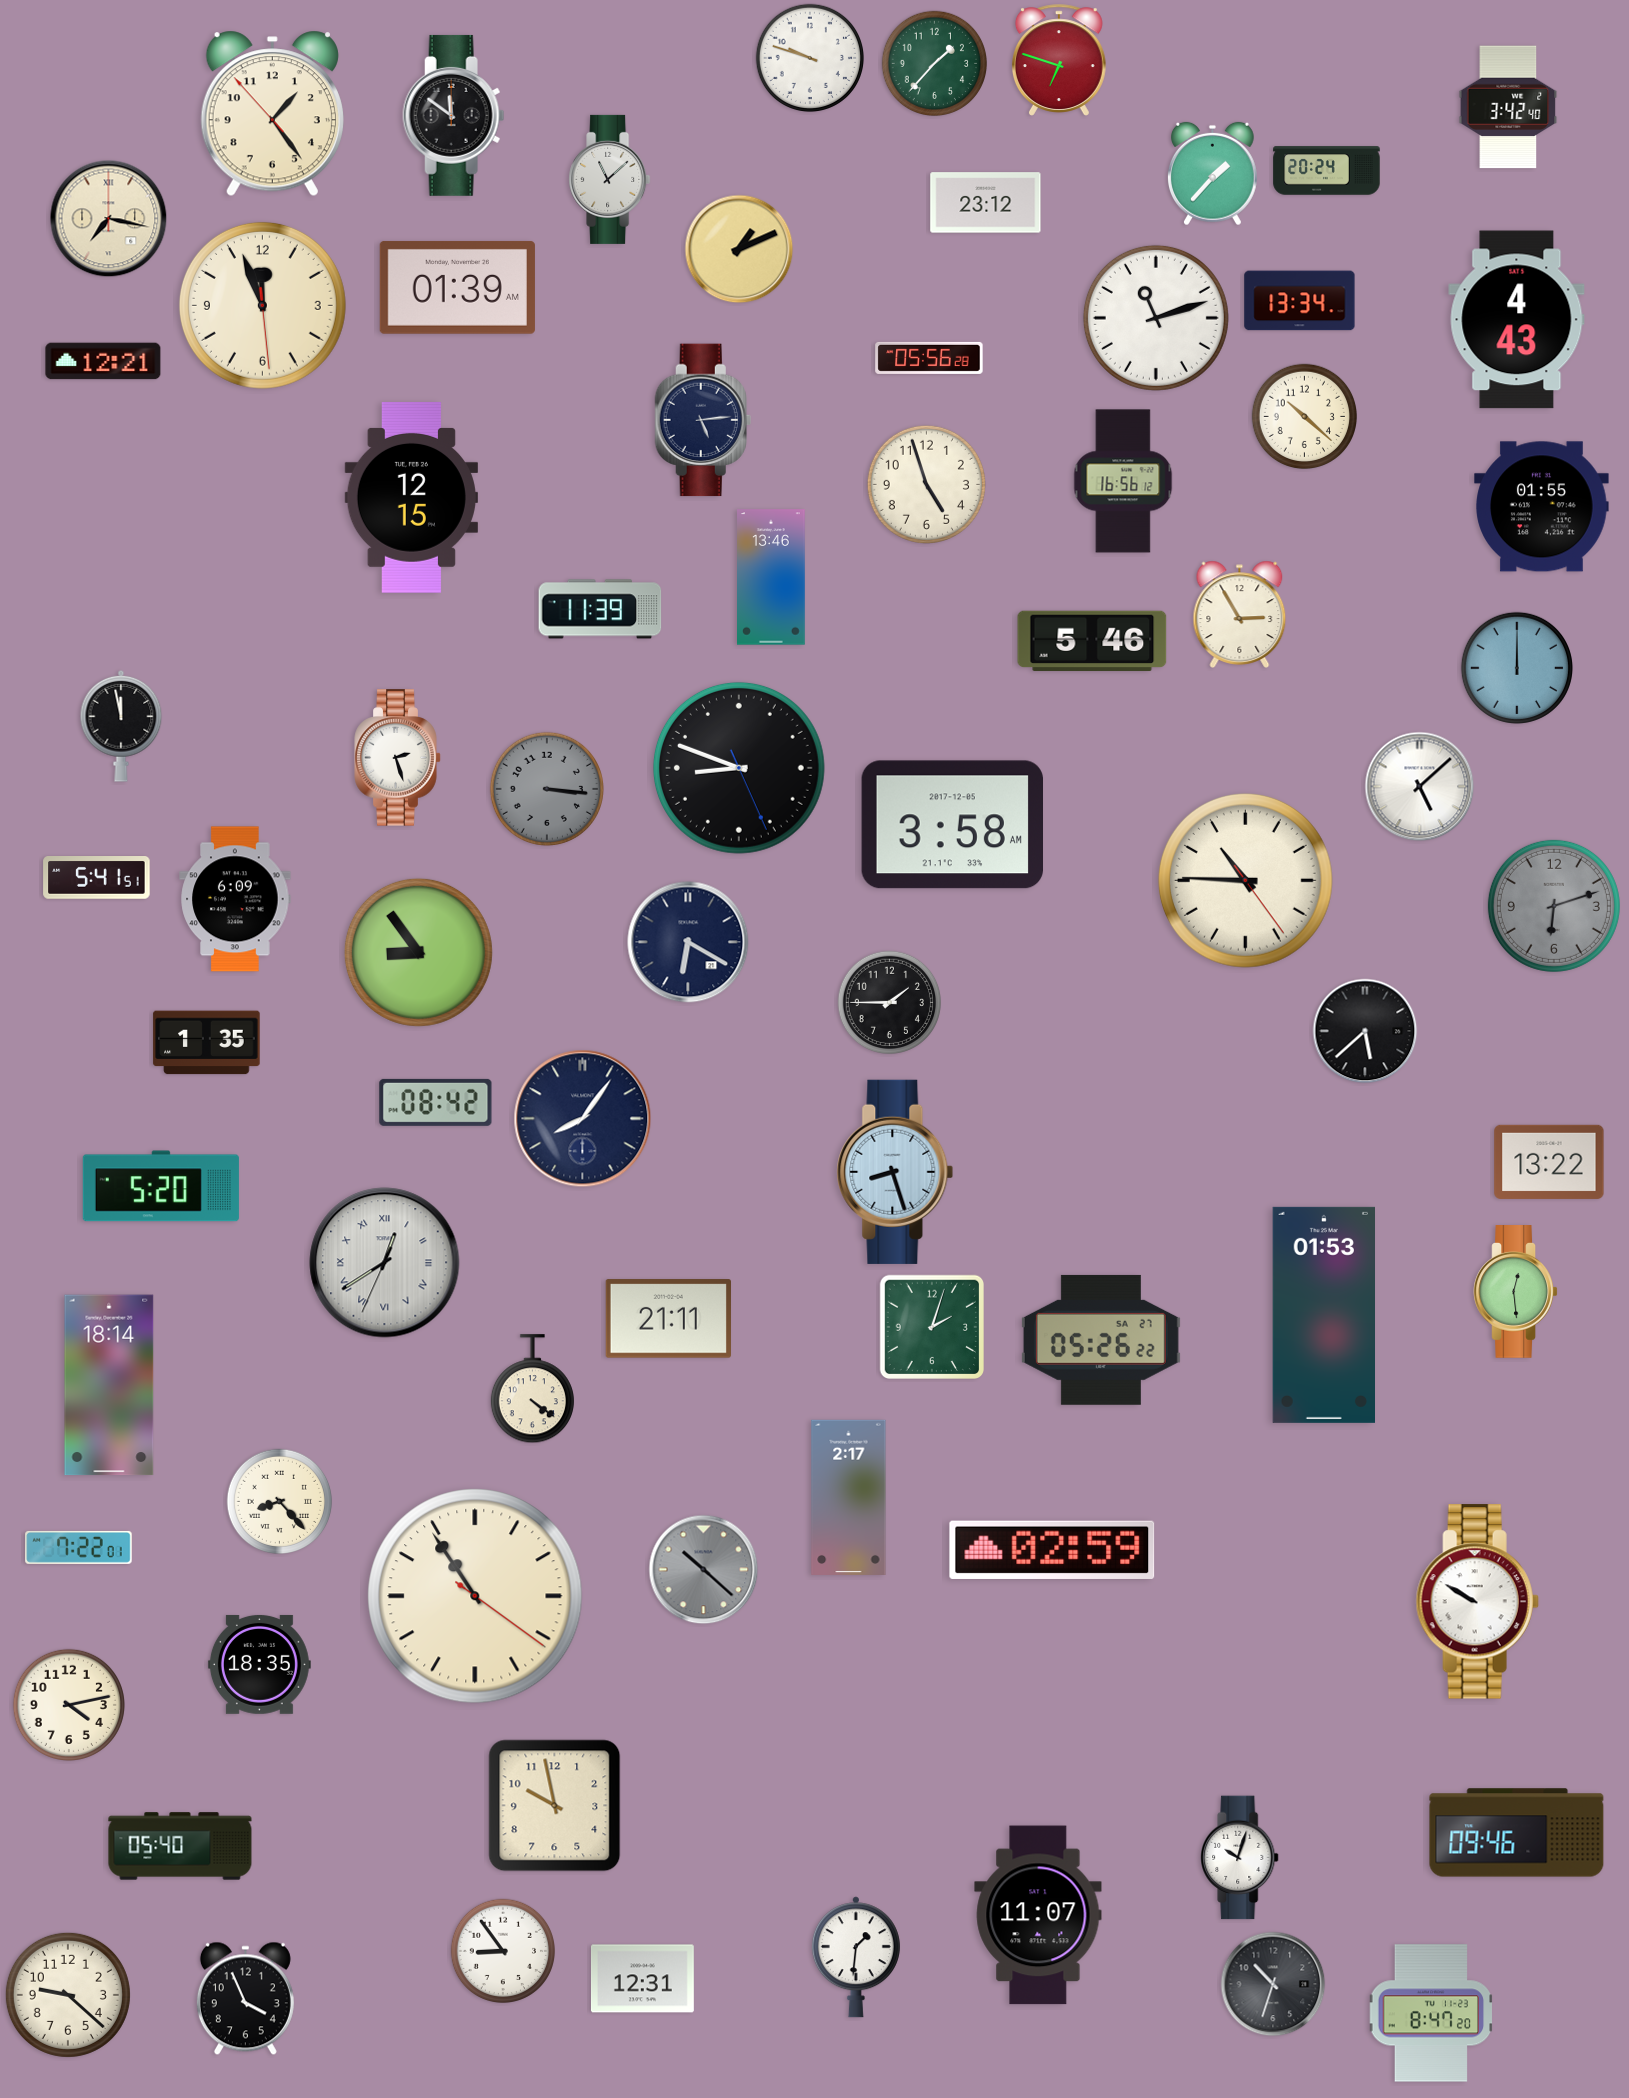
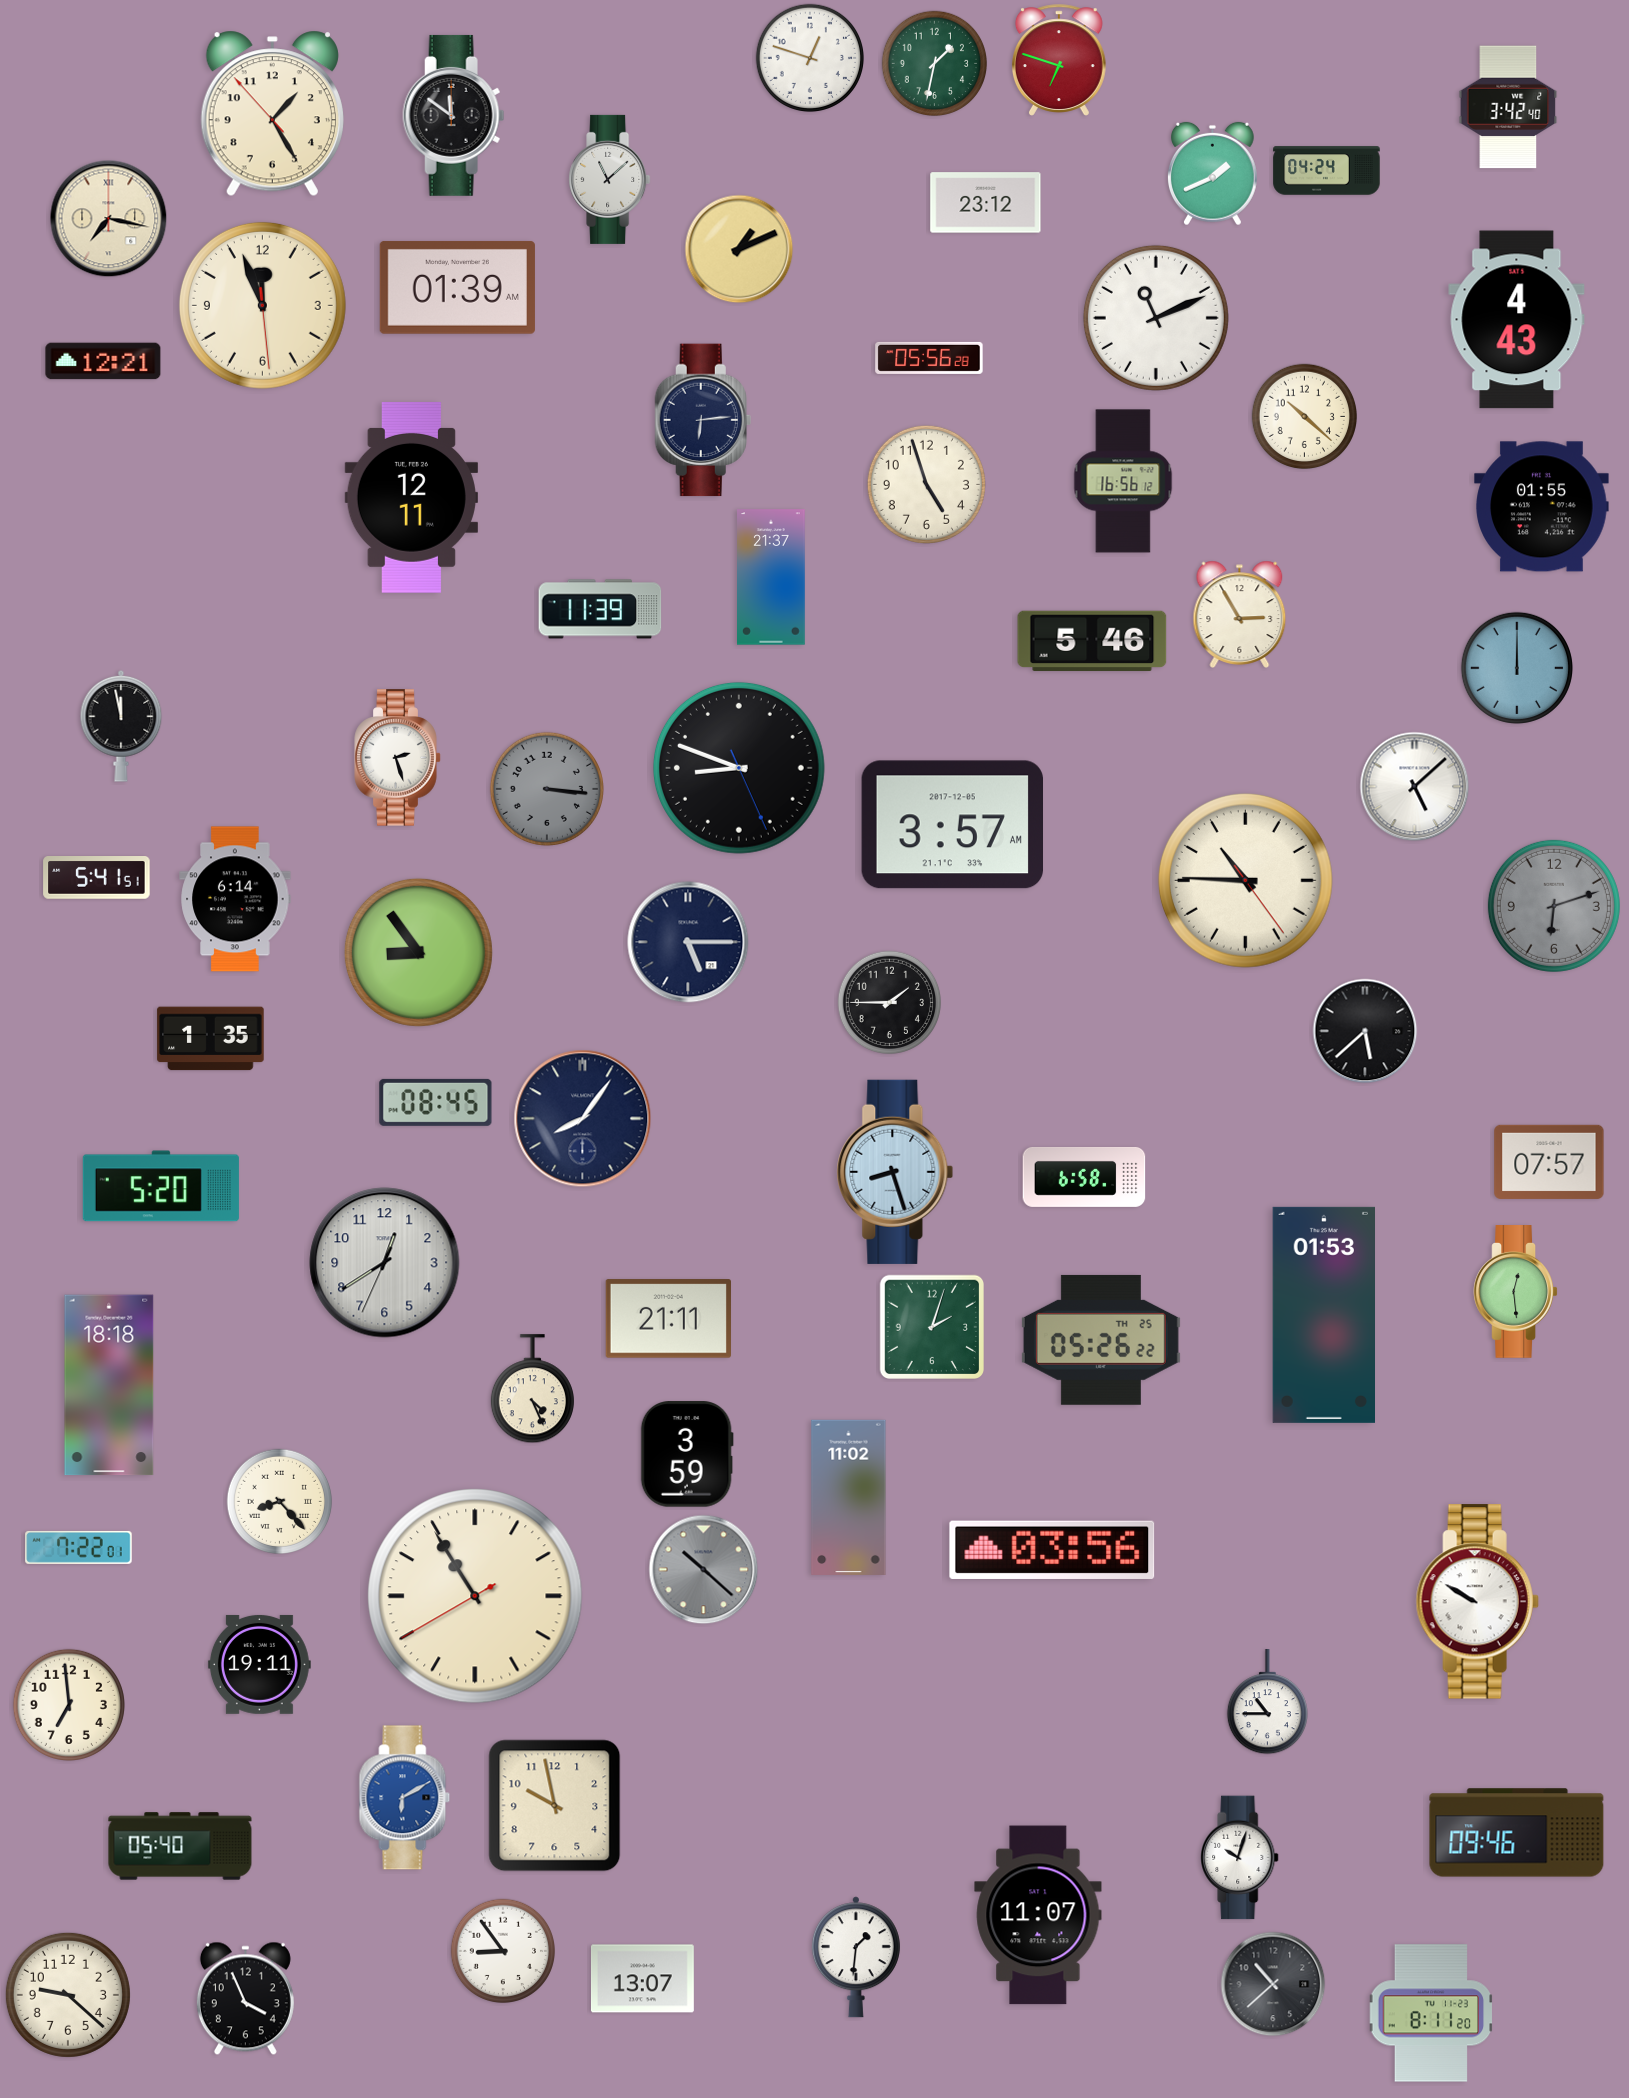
clock at (809, 57): 9:48 -> 12:48
clock at (934, 63): 1:37 -> 1:32
clock at (272, 114): 1:23 -> 1:24
clock at (1327, 171): 20:24 -> 04:24
clock at (1212, 174): 1:37 -> 1:41
clock at (1300, 301): 13:34 -> none
clock at (1156, 318): 11:12 -> 11:11
clock at (703, 420): 5:14 -> 6:14
clock at (411, 498): 12:15 -> 12:11
clock at (772, 577): 13:46 -> 21:37
clock at (1420, 787) position: (1420, 787) -> (1415, 787)
clock at (952, 825): 3:58 -> 3:57
clock at (235, 899): 6:09 -> 6:14
clock at (688, 942): 6:20 -> 5:15
clock at (207, 1043) position: (207, 1043) -> (211, 1039)
clock at (436, 1102): 08:42 -> 08:45
clock at (1549, 1162): 13:22 -> 07:57
clock at (1084, 1177): none -> 6:58
clock at (385, 1263) numerals: Roman -> Arabic
clock at (1101, 1340) date: SA 27 -> TH 25
clock at (109, 1385): 18:14 -> 18:18
clock at (532, 1389): 4:21 -> 4:26
clock at (687, 1454): none -> 3:59
clock at (849, 1497): 2:17 -> 11:02
clock at (1052, 1550): 02:59 -> 03:56
clock at (475, 1596): 10:54:21 -> 10:54:40
clock at (259, 1664): 18:35 -> 19:11
clock at (1267, 1702): none -> 10:45
clock at (69, 1705): 4:13 -> 6:59
clock at (405, 1798): none -> 6:10
clock at (642, 1979): 12:31 -> 13:07
clock at (1273, 1984): 10:33 -> 10:38
clock at (1431, 2013): 8:47 -> 8:11
